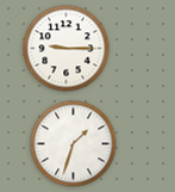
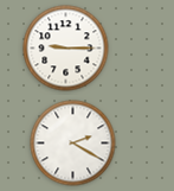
clock at (74, 144): 1:33 -> 2:20
